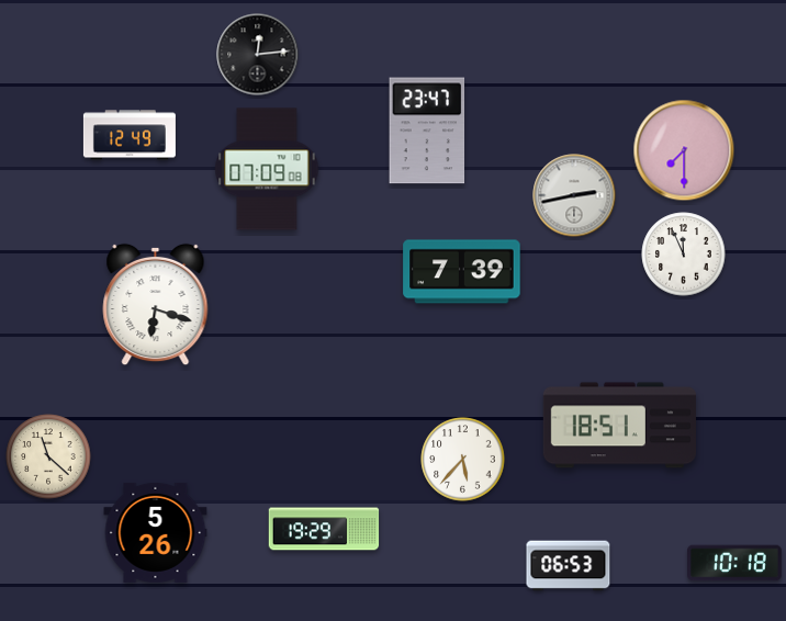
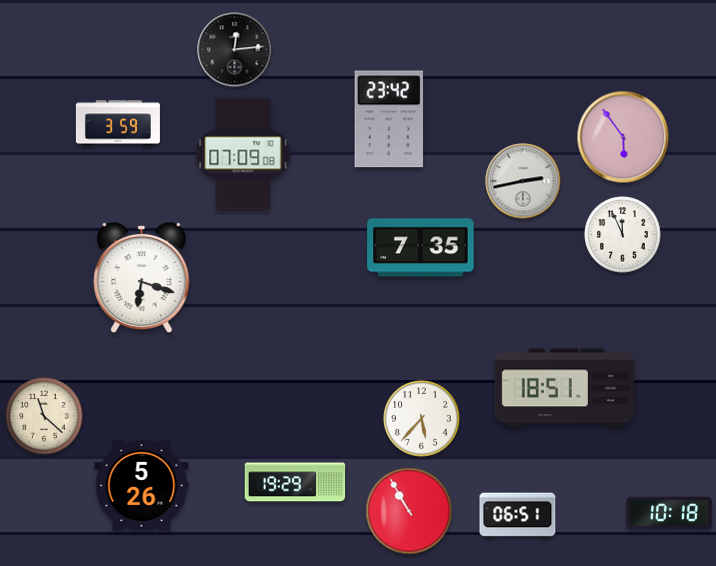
clock at (427, 131): 23:47 -> 23:42
clock at (130, 135): 12:49 -> 3:59
clock at (684, 150): 7:30 -> 5:54
clock at (574, 195) position: (574, 195) -> (523, 181)
clock at (684, 255) position: (684, 255) -> (623, 235)
clock at (462, 272): 7:39 -> 7:35
clock at (409, 511): none -> 10:55
clock at (569, 566): 06:53 -> 06:51
